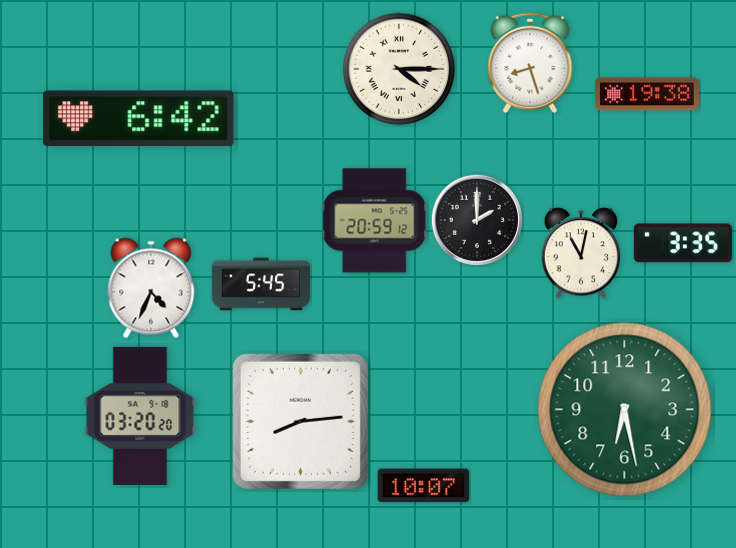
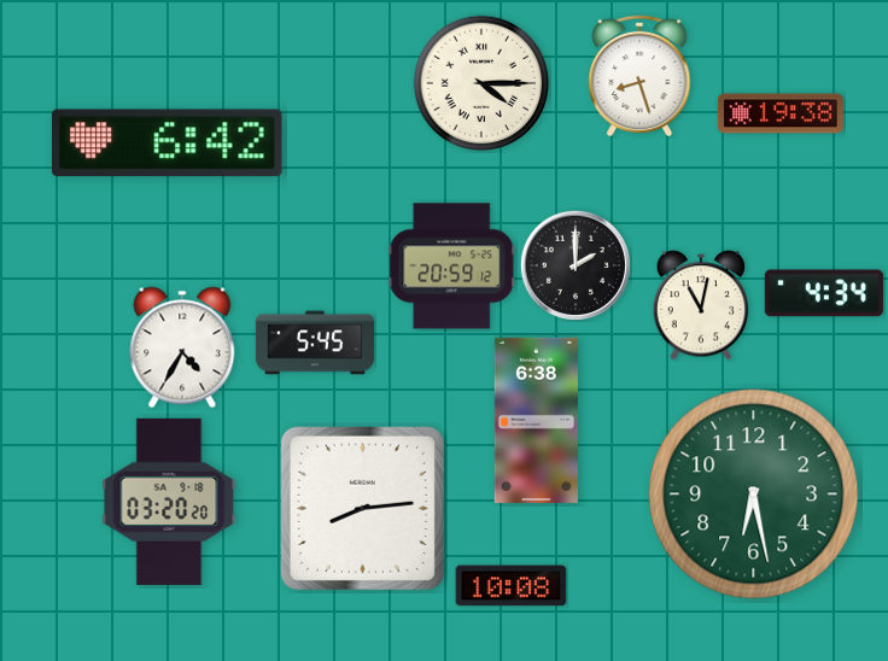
clock at (683, 243): 3:35 -> 4:34
clock at (151, 288): 4:34 -> 4:35
clock at (536, 420): none -> 6:38
clock at (424, 486): 10:07 -> 10:08
